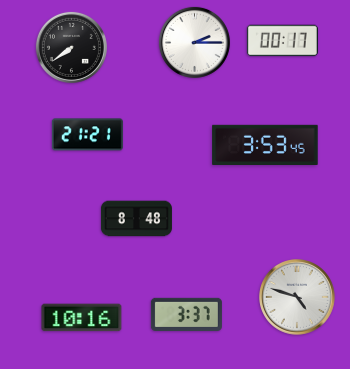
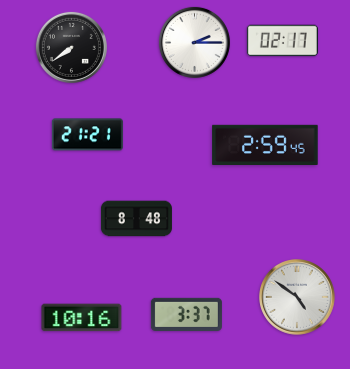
clock at (282, 41): 00:17 -> 02:17
clock at (265, 144): 3:53 -> 2:59
clock at (298, 298): 4:48 -> 4:51
